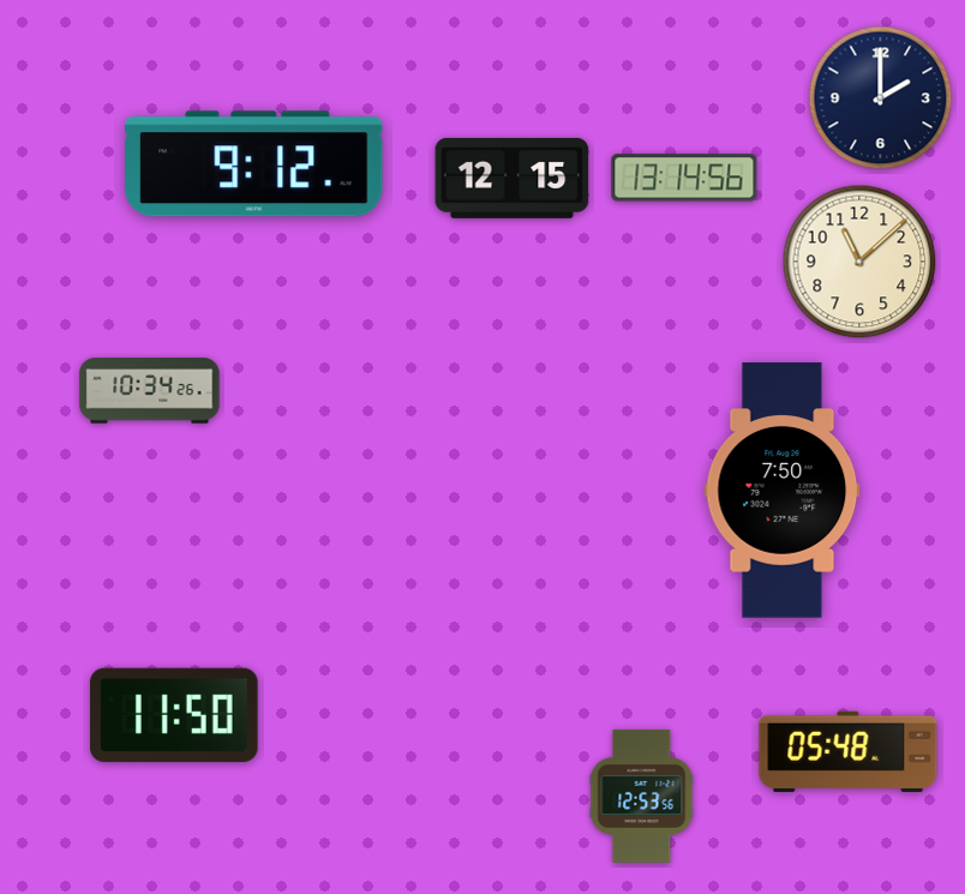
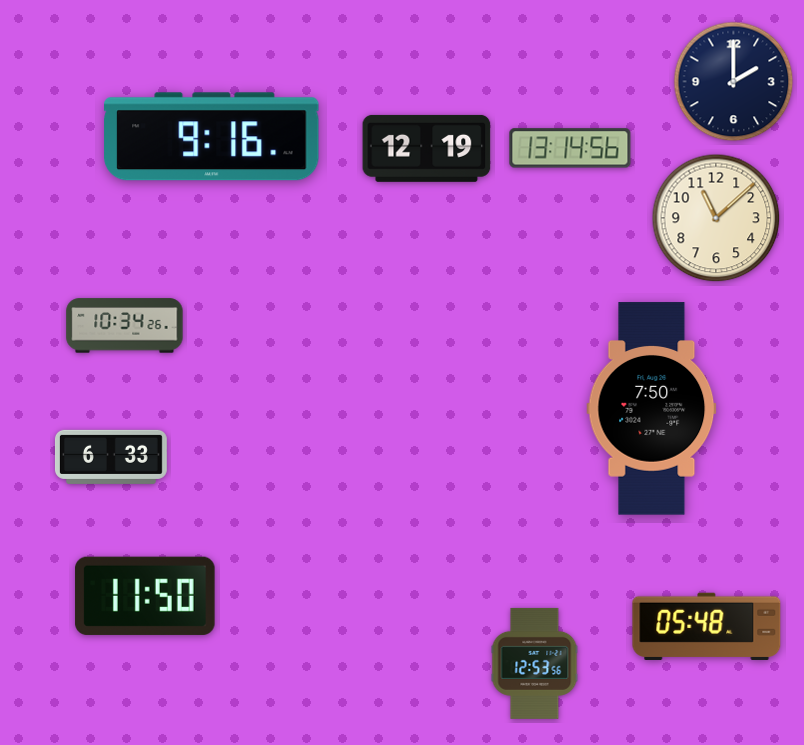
clock at (254, 164): 9:12 -> 9:16
clock at (513, 178): 12:15 -> 12:19
clock at (111, 457): none -> 6:33
